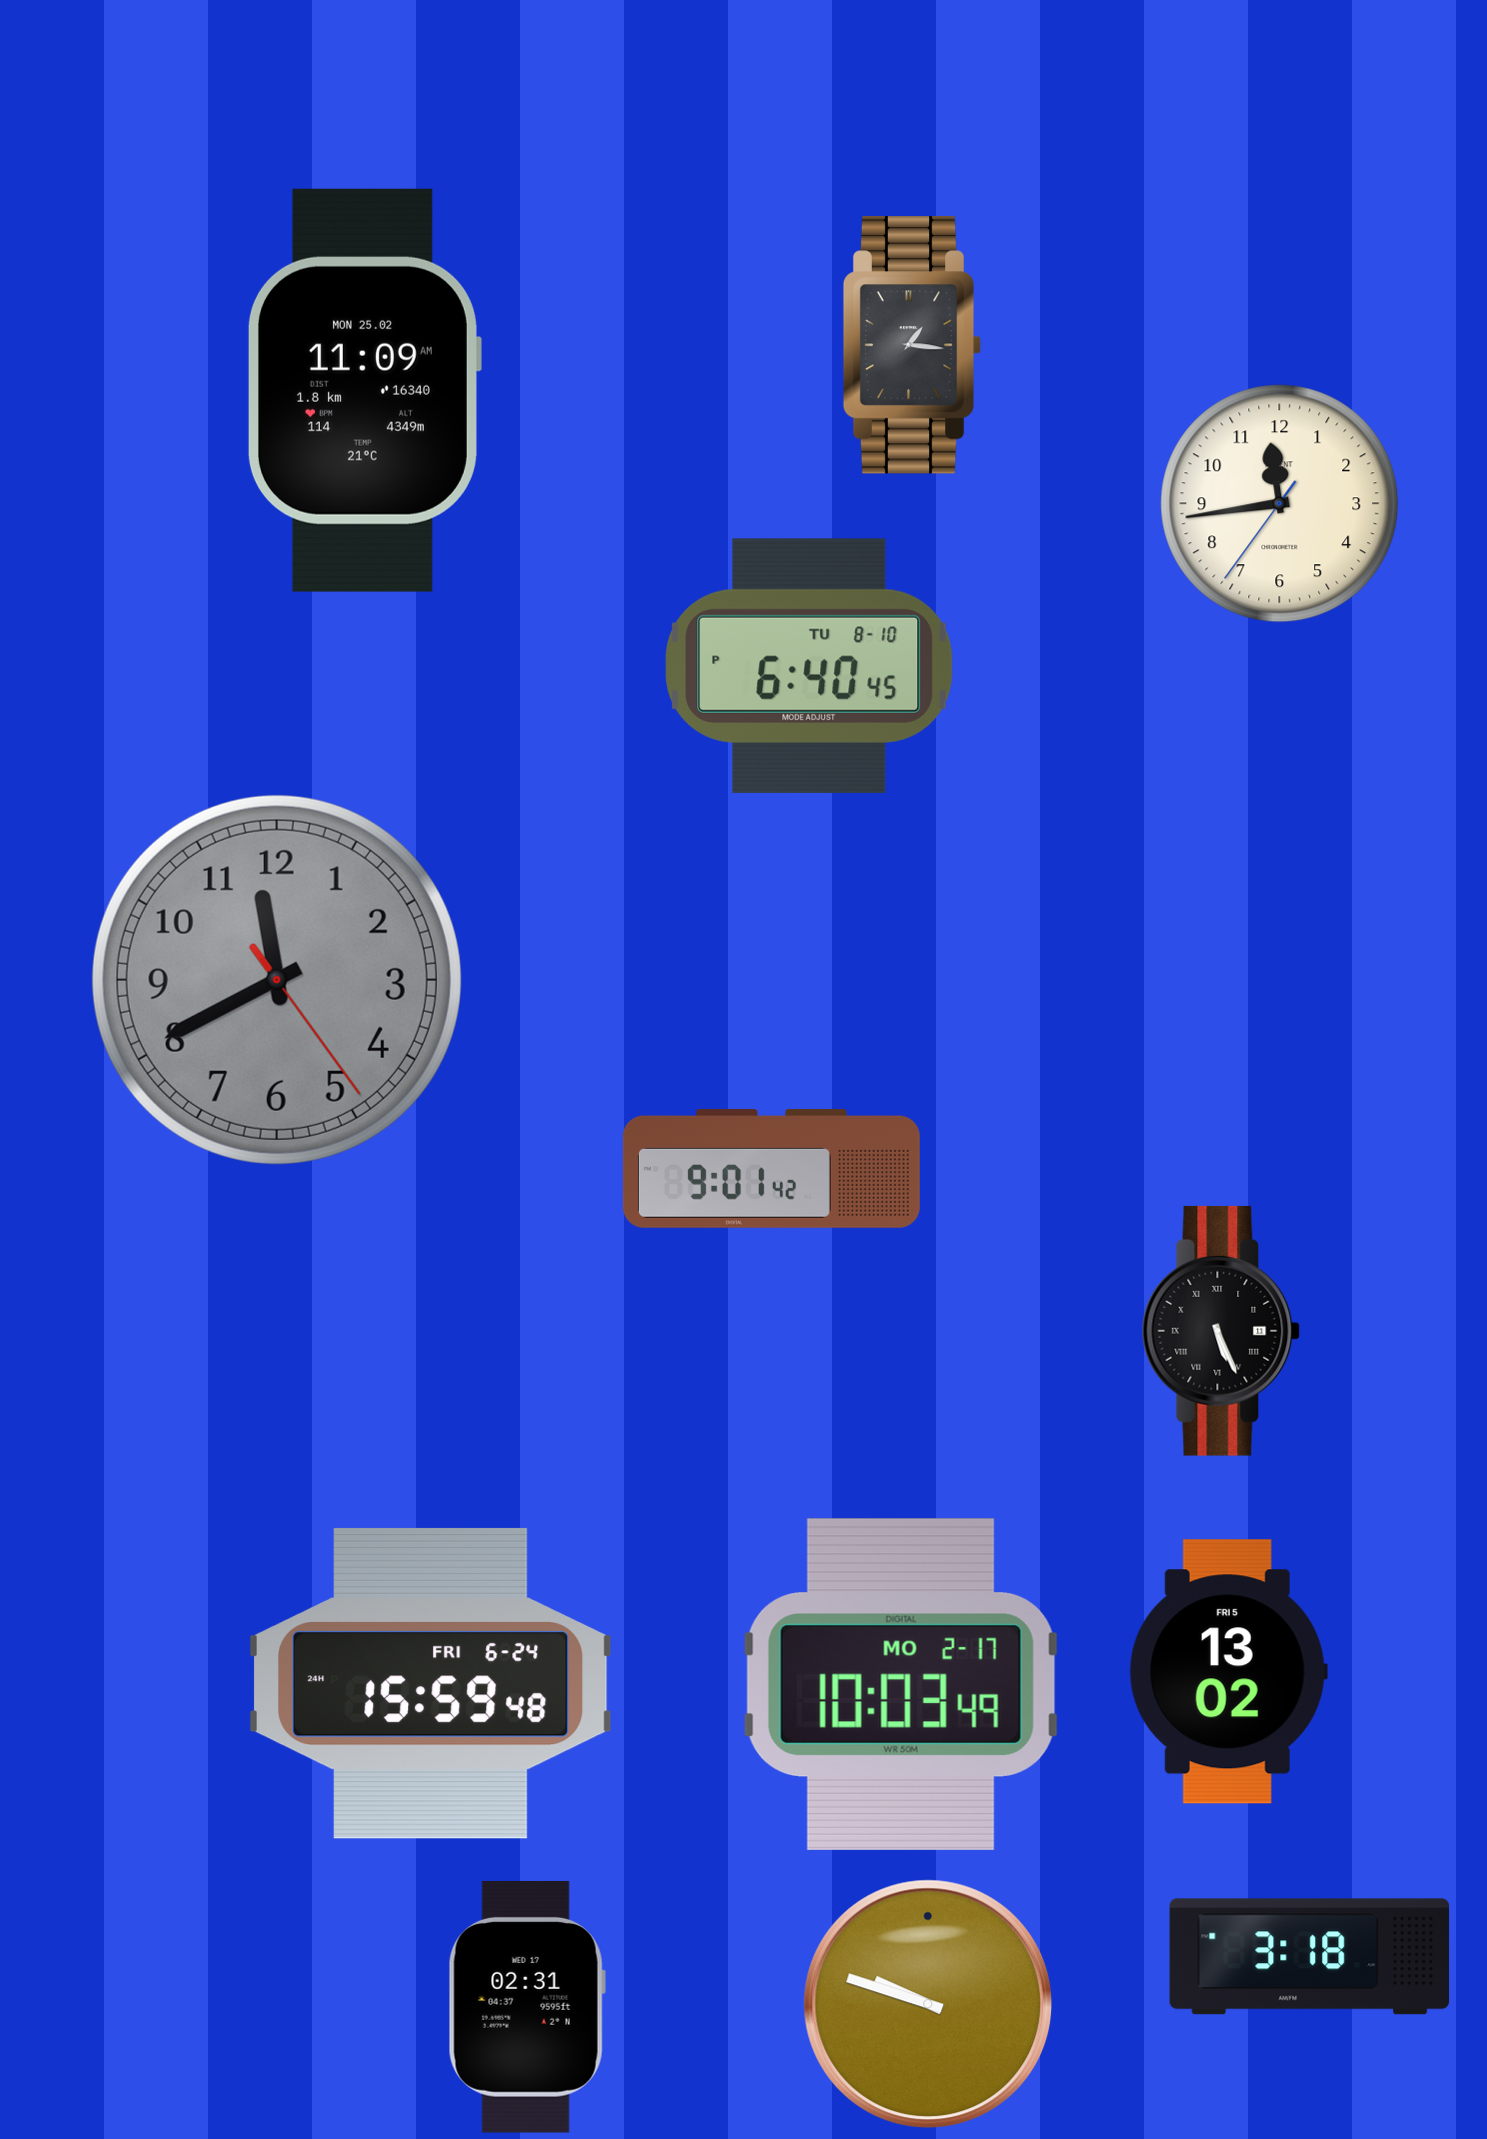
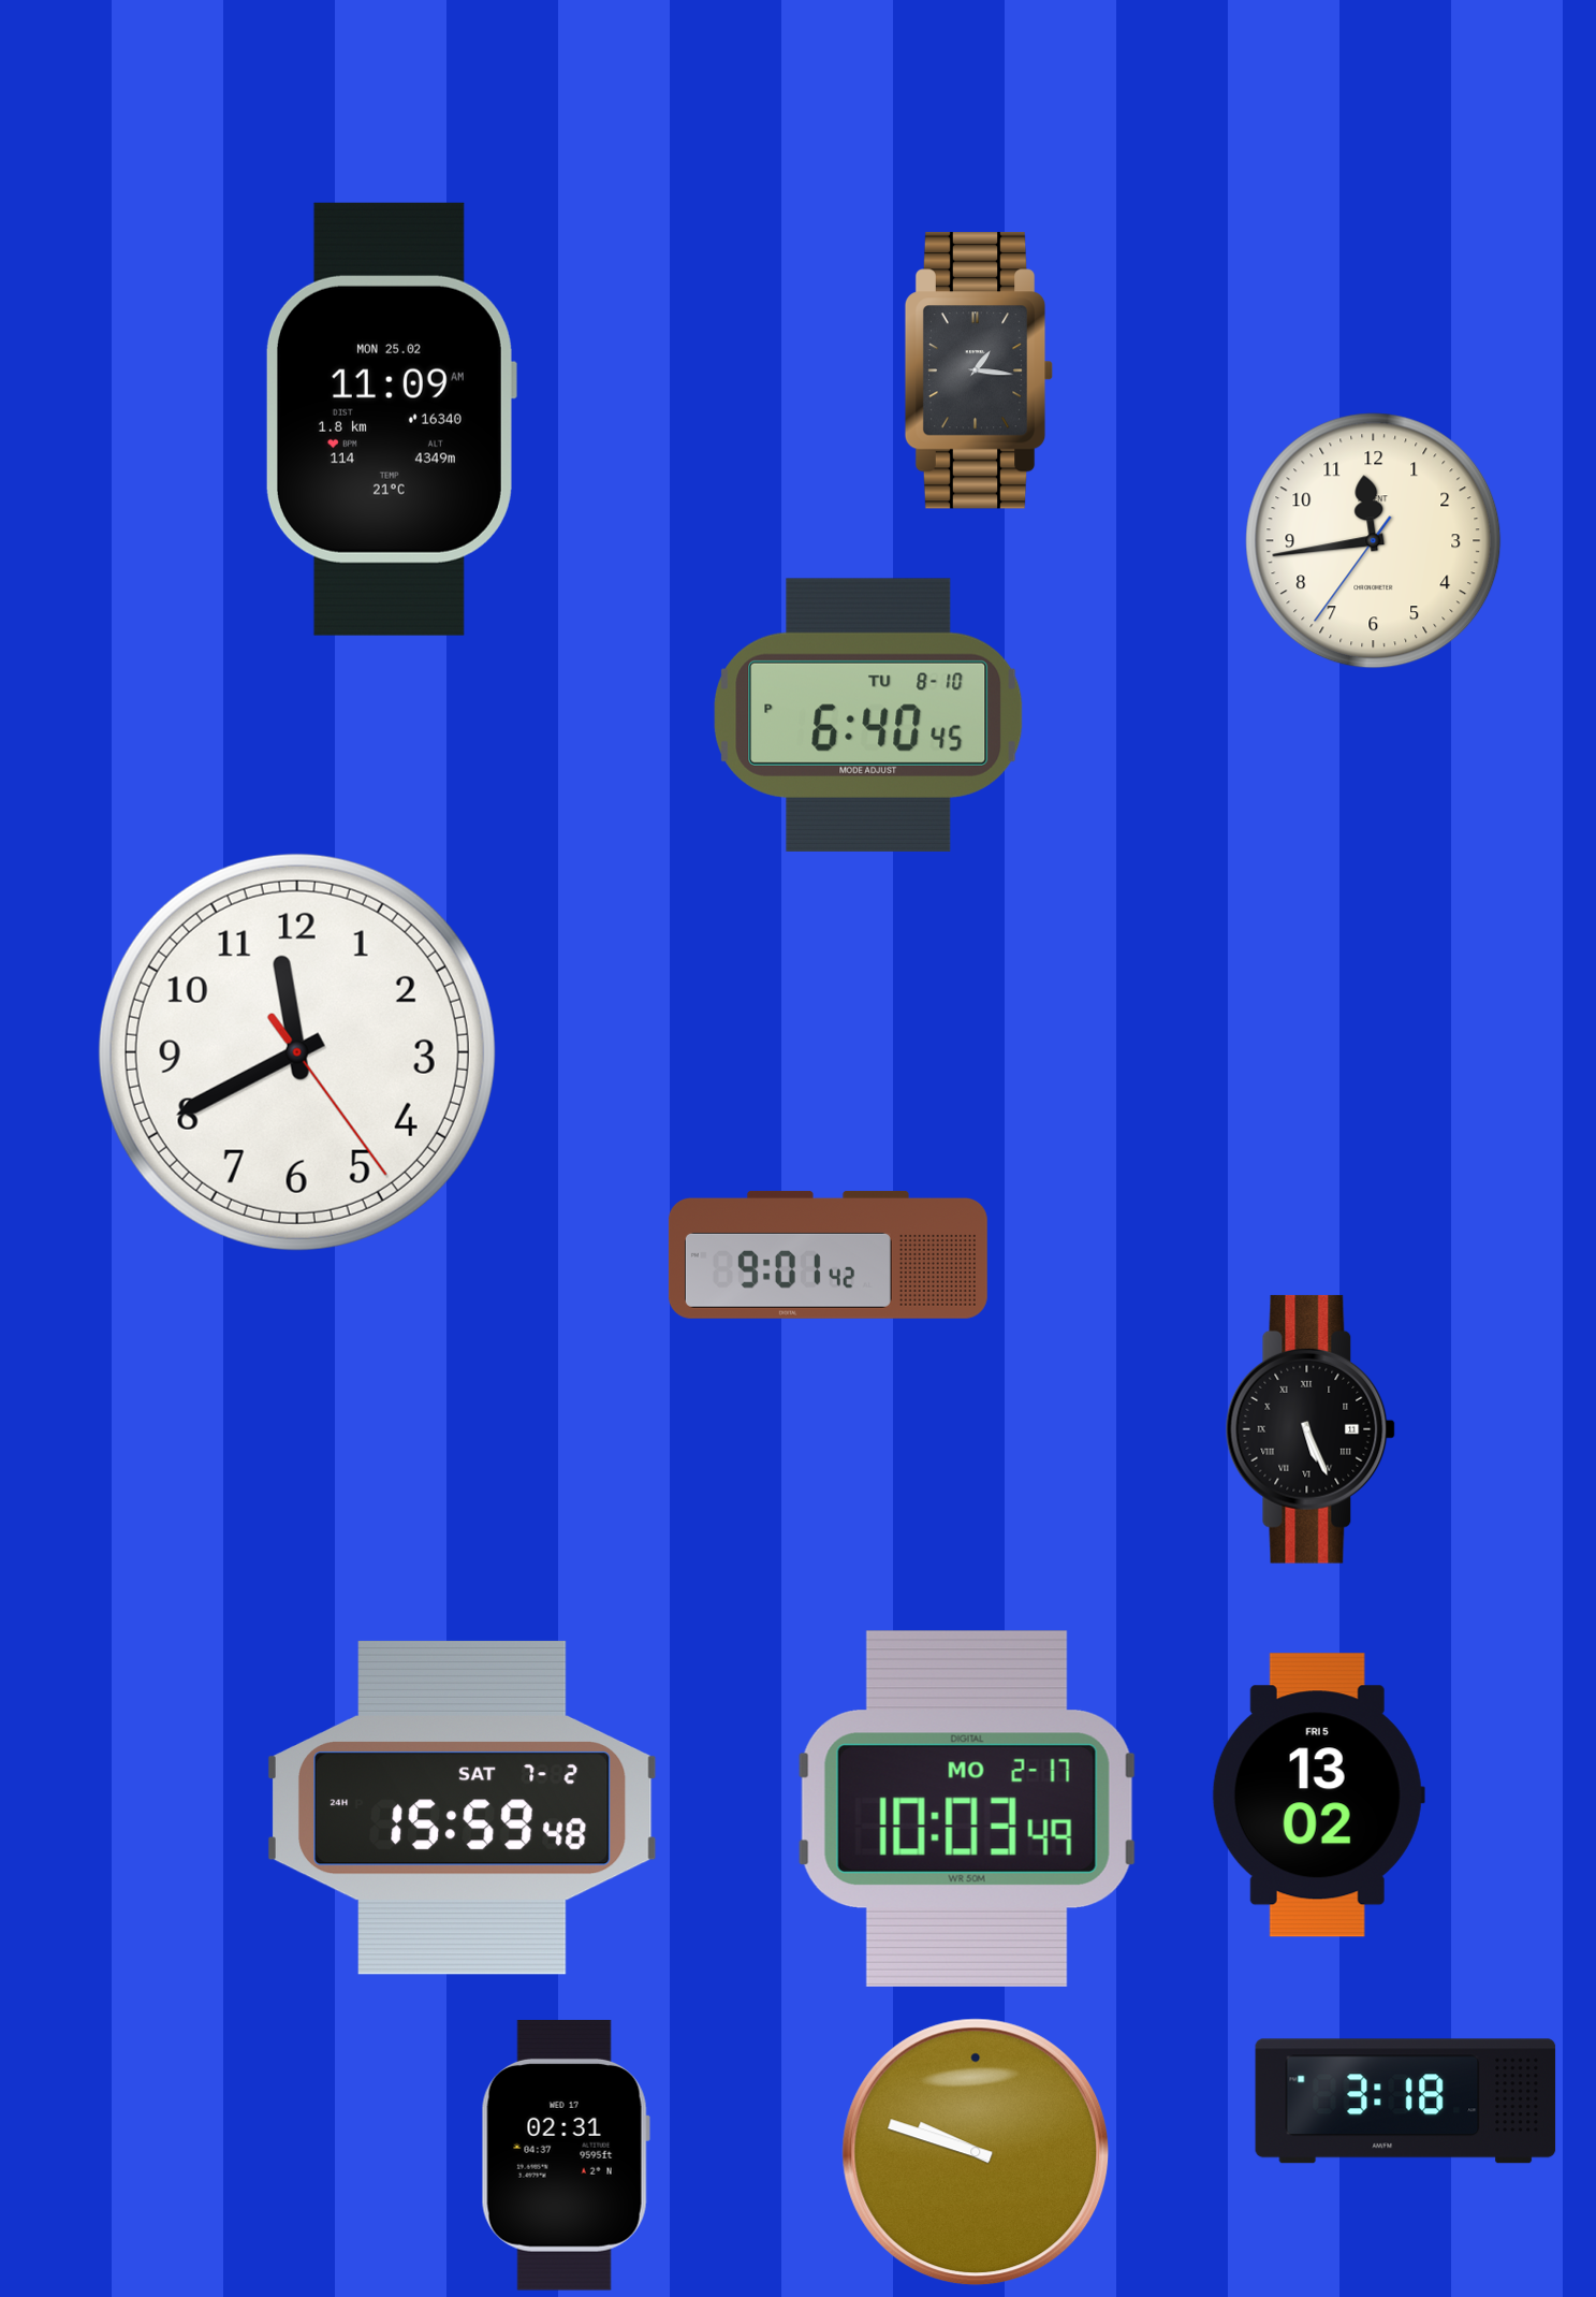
clock at (277, 980) dial: grey -> white
clock at (430, 1683) date: FRI 6-24 -> SAT 7-2
clock at (928, 2004) position: (928, 2004) -> (976, 2152)
